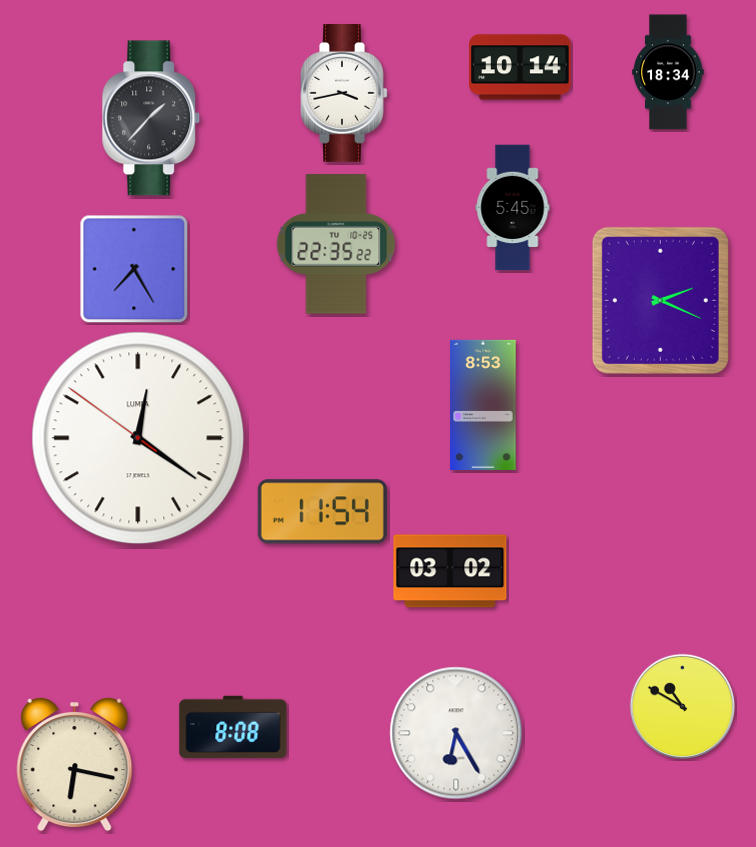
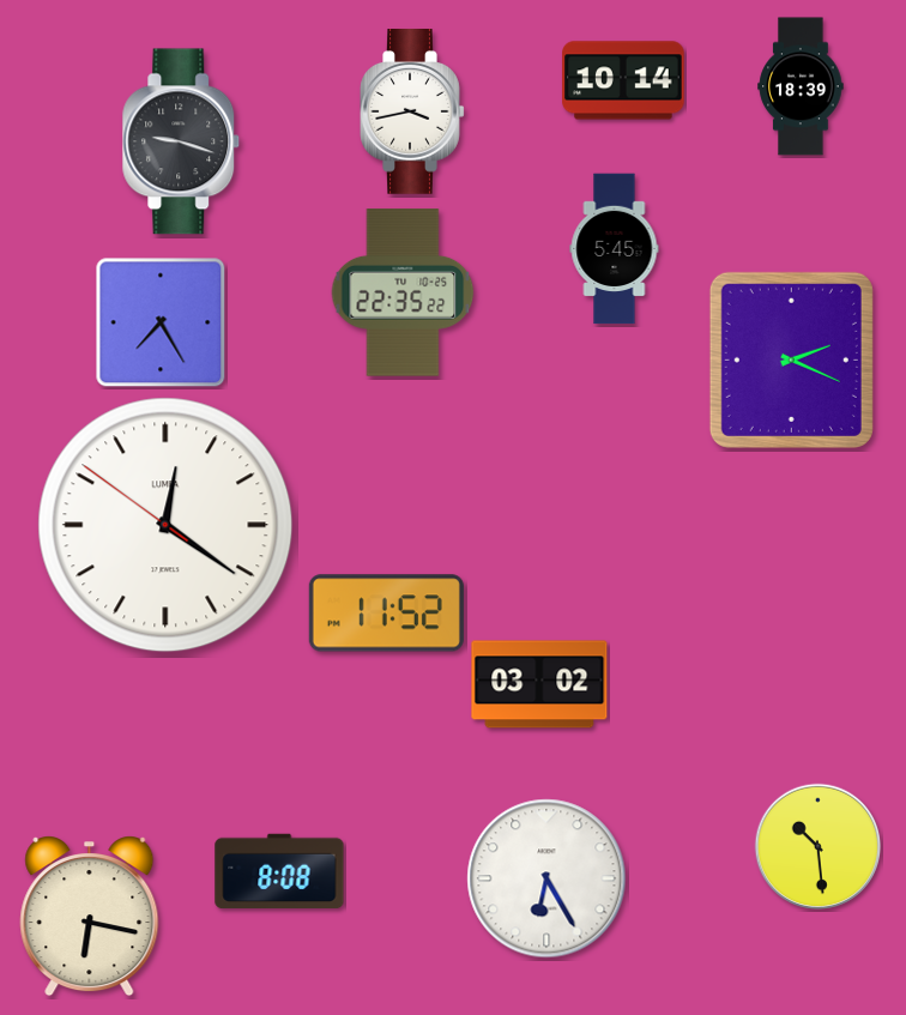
clock at (668, 72): 18:34 -> 18:39
clock at (151, 118): 1:37 -> 9:18
clock at (483, 405): 8:53 -> none
clock at (322, 512): 11:54 -> 11:52
clock at (683, 707): 10:50 -> 10:29
